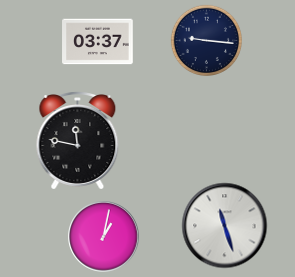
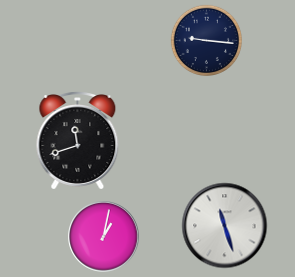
clock at (98, 42): 03:37 -> none
clock at (78, 141): 11:47 -> 11:42
